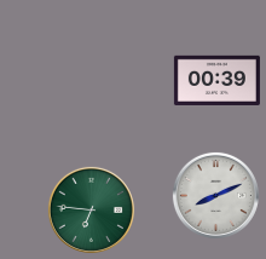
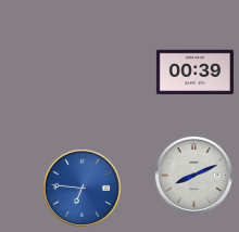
clock at (91, 209) dial: green -> blue
